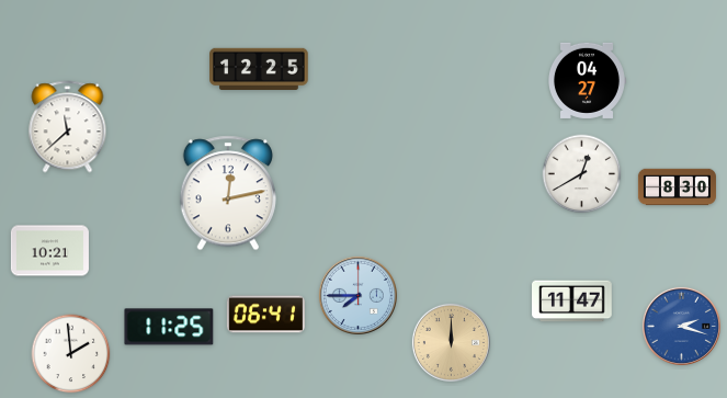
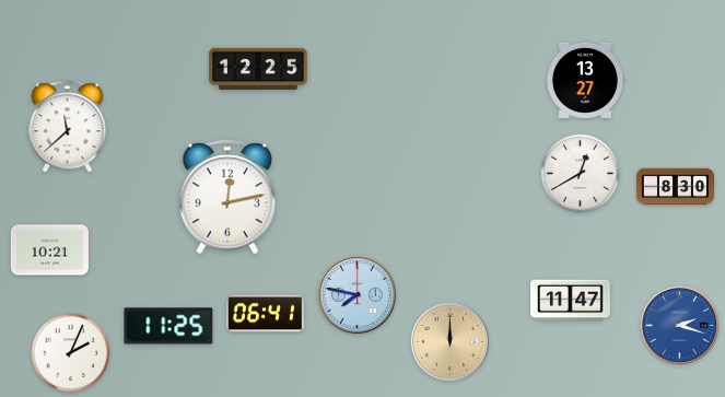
clock at (588, 80): 04:27 -> 13:27
clock at (227, 193) position: (227, 193) -> (226, 197)
clock at (357, 295): 7:45 -> 7:47
clock at (71, 354): 1:59 -> 2:04
